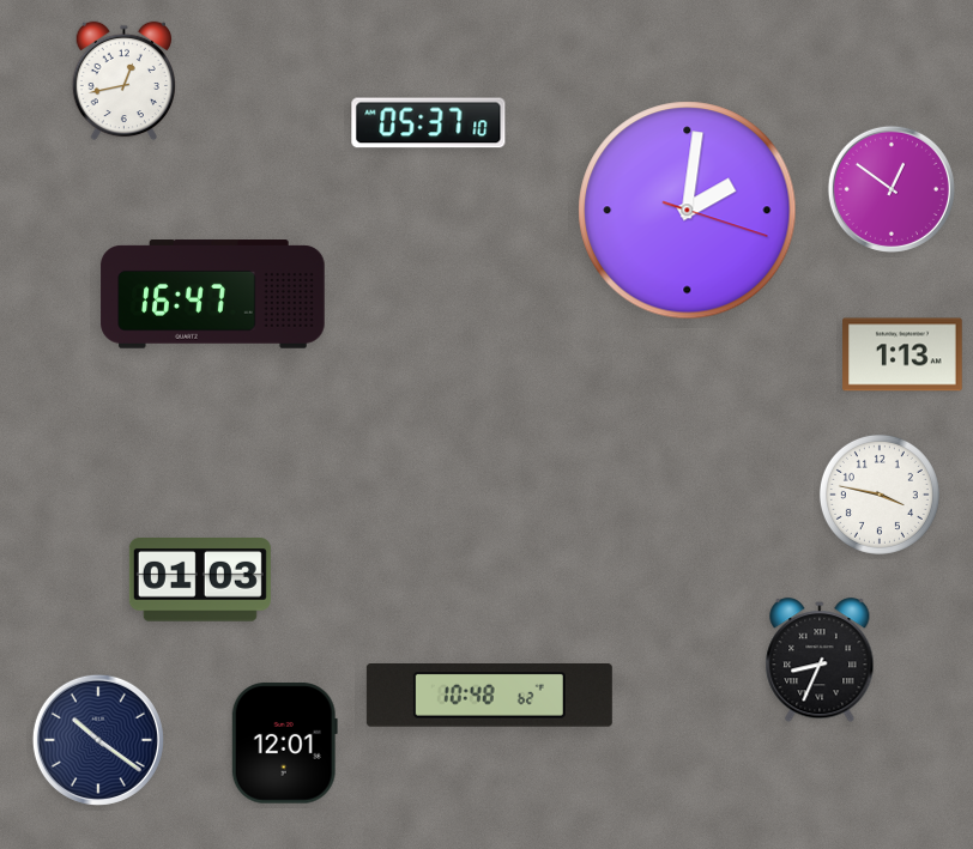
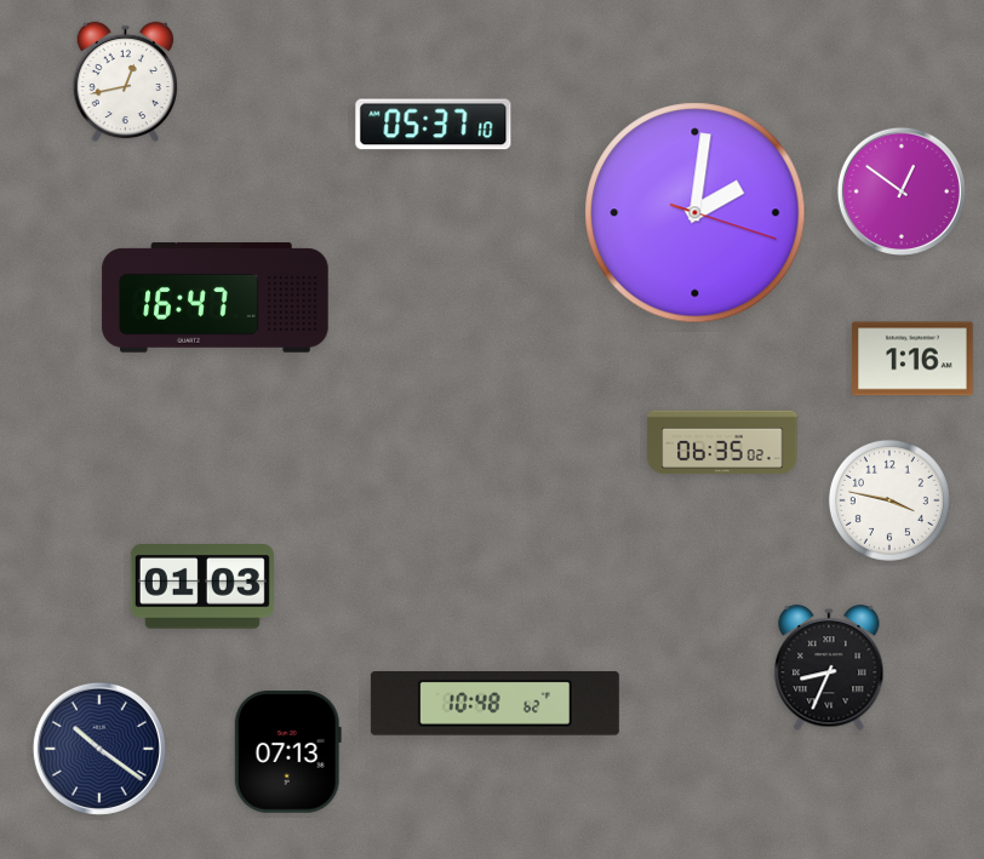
clock at (902, 354): 1:13 -> 1:16
clock at (722, 442): none -> 06:35
clock at (284, 744): 12:01 -> 07:13
